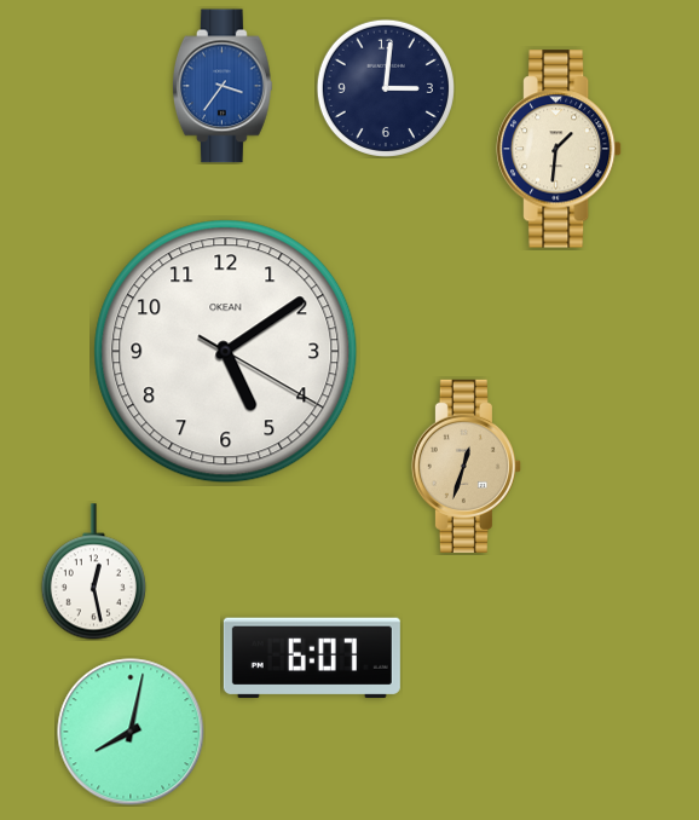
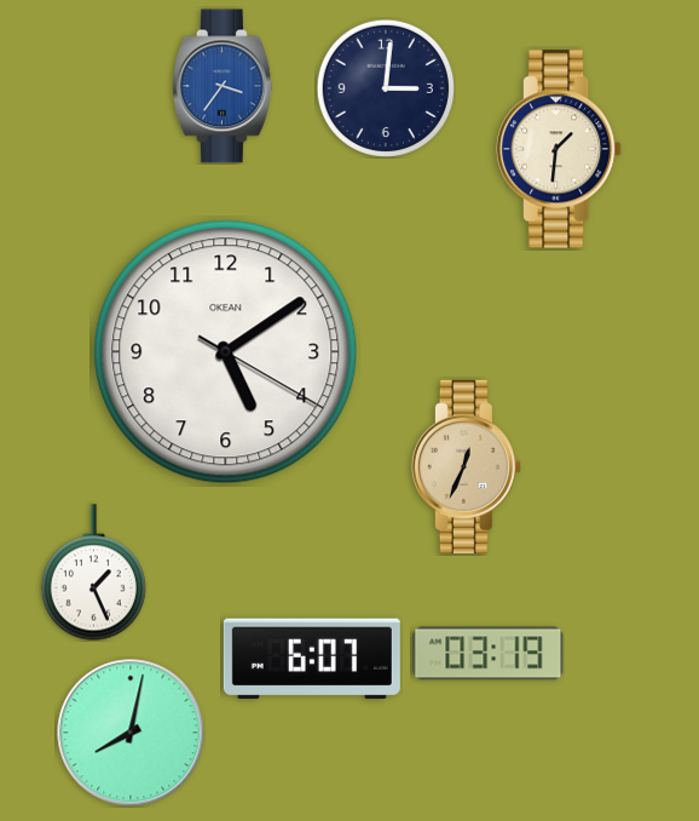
clock at (466, 466): 12:33 -> 12:34
clock at (93, 572): 12:28 -> 1:26
clock at (489, 654): none -> 03:19
